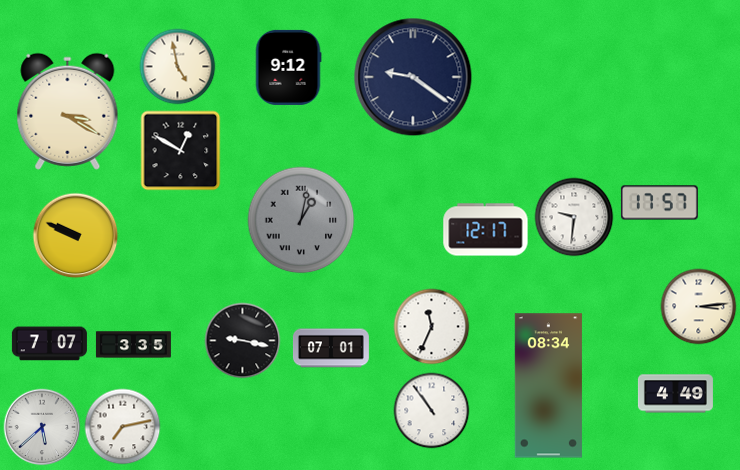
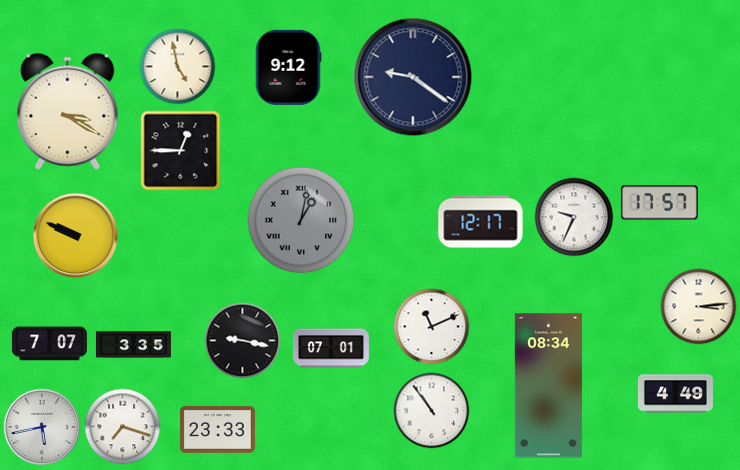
clock at (181, 151): 12:50 -> 12:45
clock at (574, 217): 9:31 -> 9:34
clock at (486, 230) position: (486, 230) -> (481, 222)
clock at (432, 327): 11:34 -> 11:11
clock at (42, 427): 5:38 -> 5:43
clock at (123, 427): 7:13 -> 7:18
clock at (217, 429): none -> 23:33
